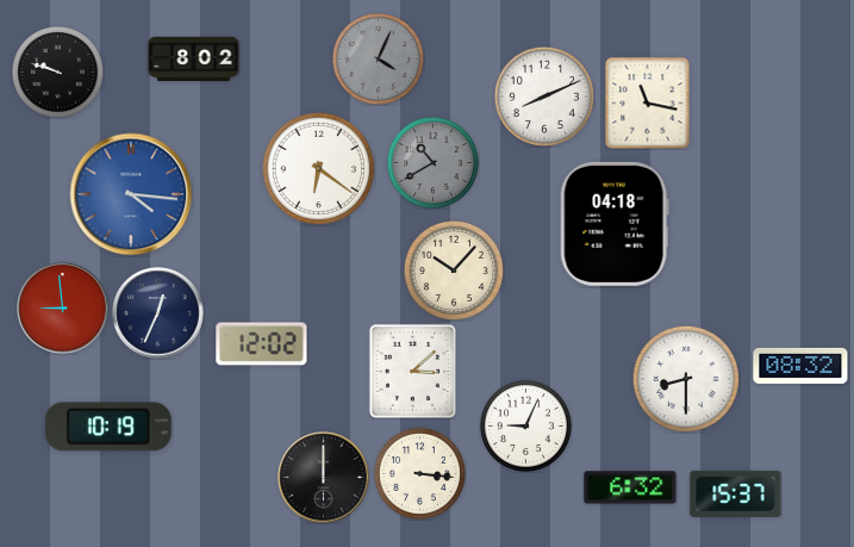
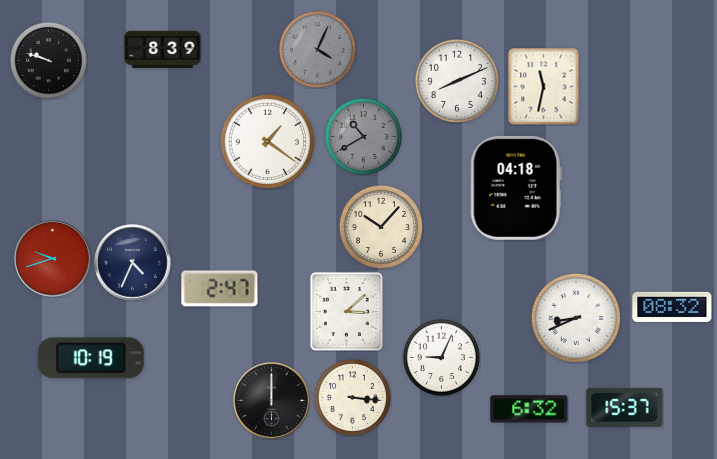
clock at (194, 60): 8:02 -> 8:39
clock at (648, 102): 11:17 -> 11:32
clock at (318, 168): 6:21 -> 1:21
clock at (131, 194): 4:16 -> none
clock at (63, 309): 8:59 -> 9:42
clock at (158, 313): 12:34 -> 4:34
clock at (262, 344): 12:02 -> 2:47
clock at (686, 379): 8:30 -> 8:41
clock at (736, 493) position: (736, 493) -> (625, 407)
